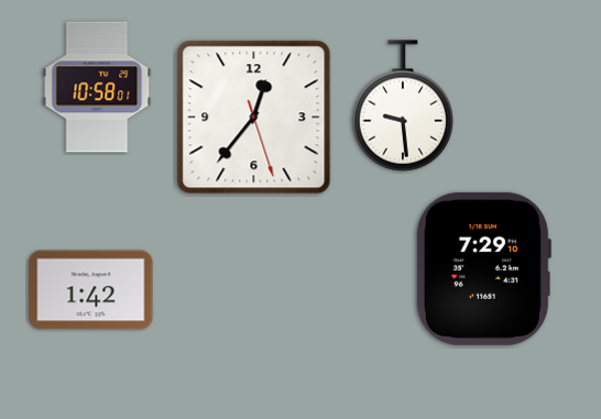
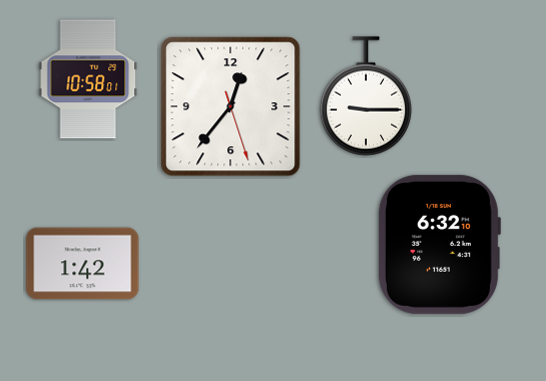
clock at (402, 106): 9:29 -> 9:15
clock at (483, 268): 7:29 -> 6:32
